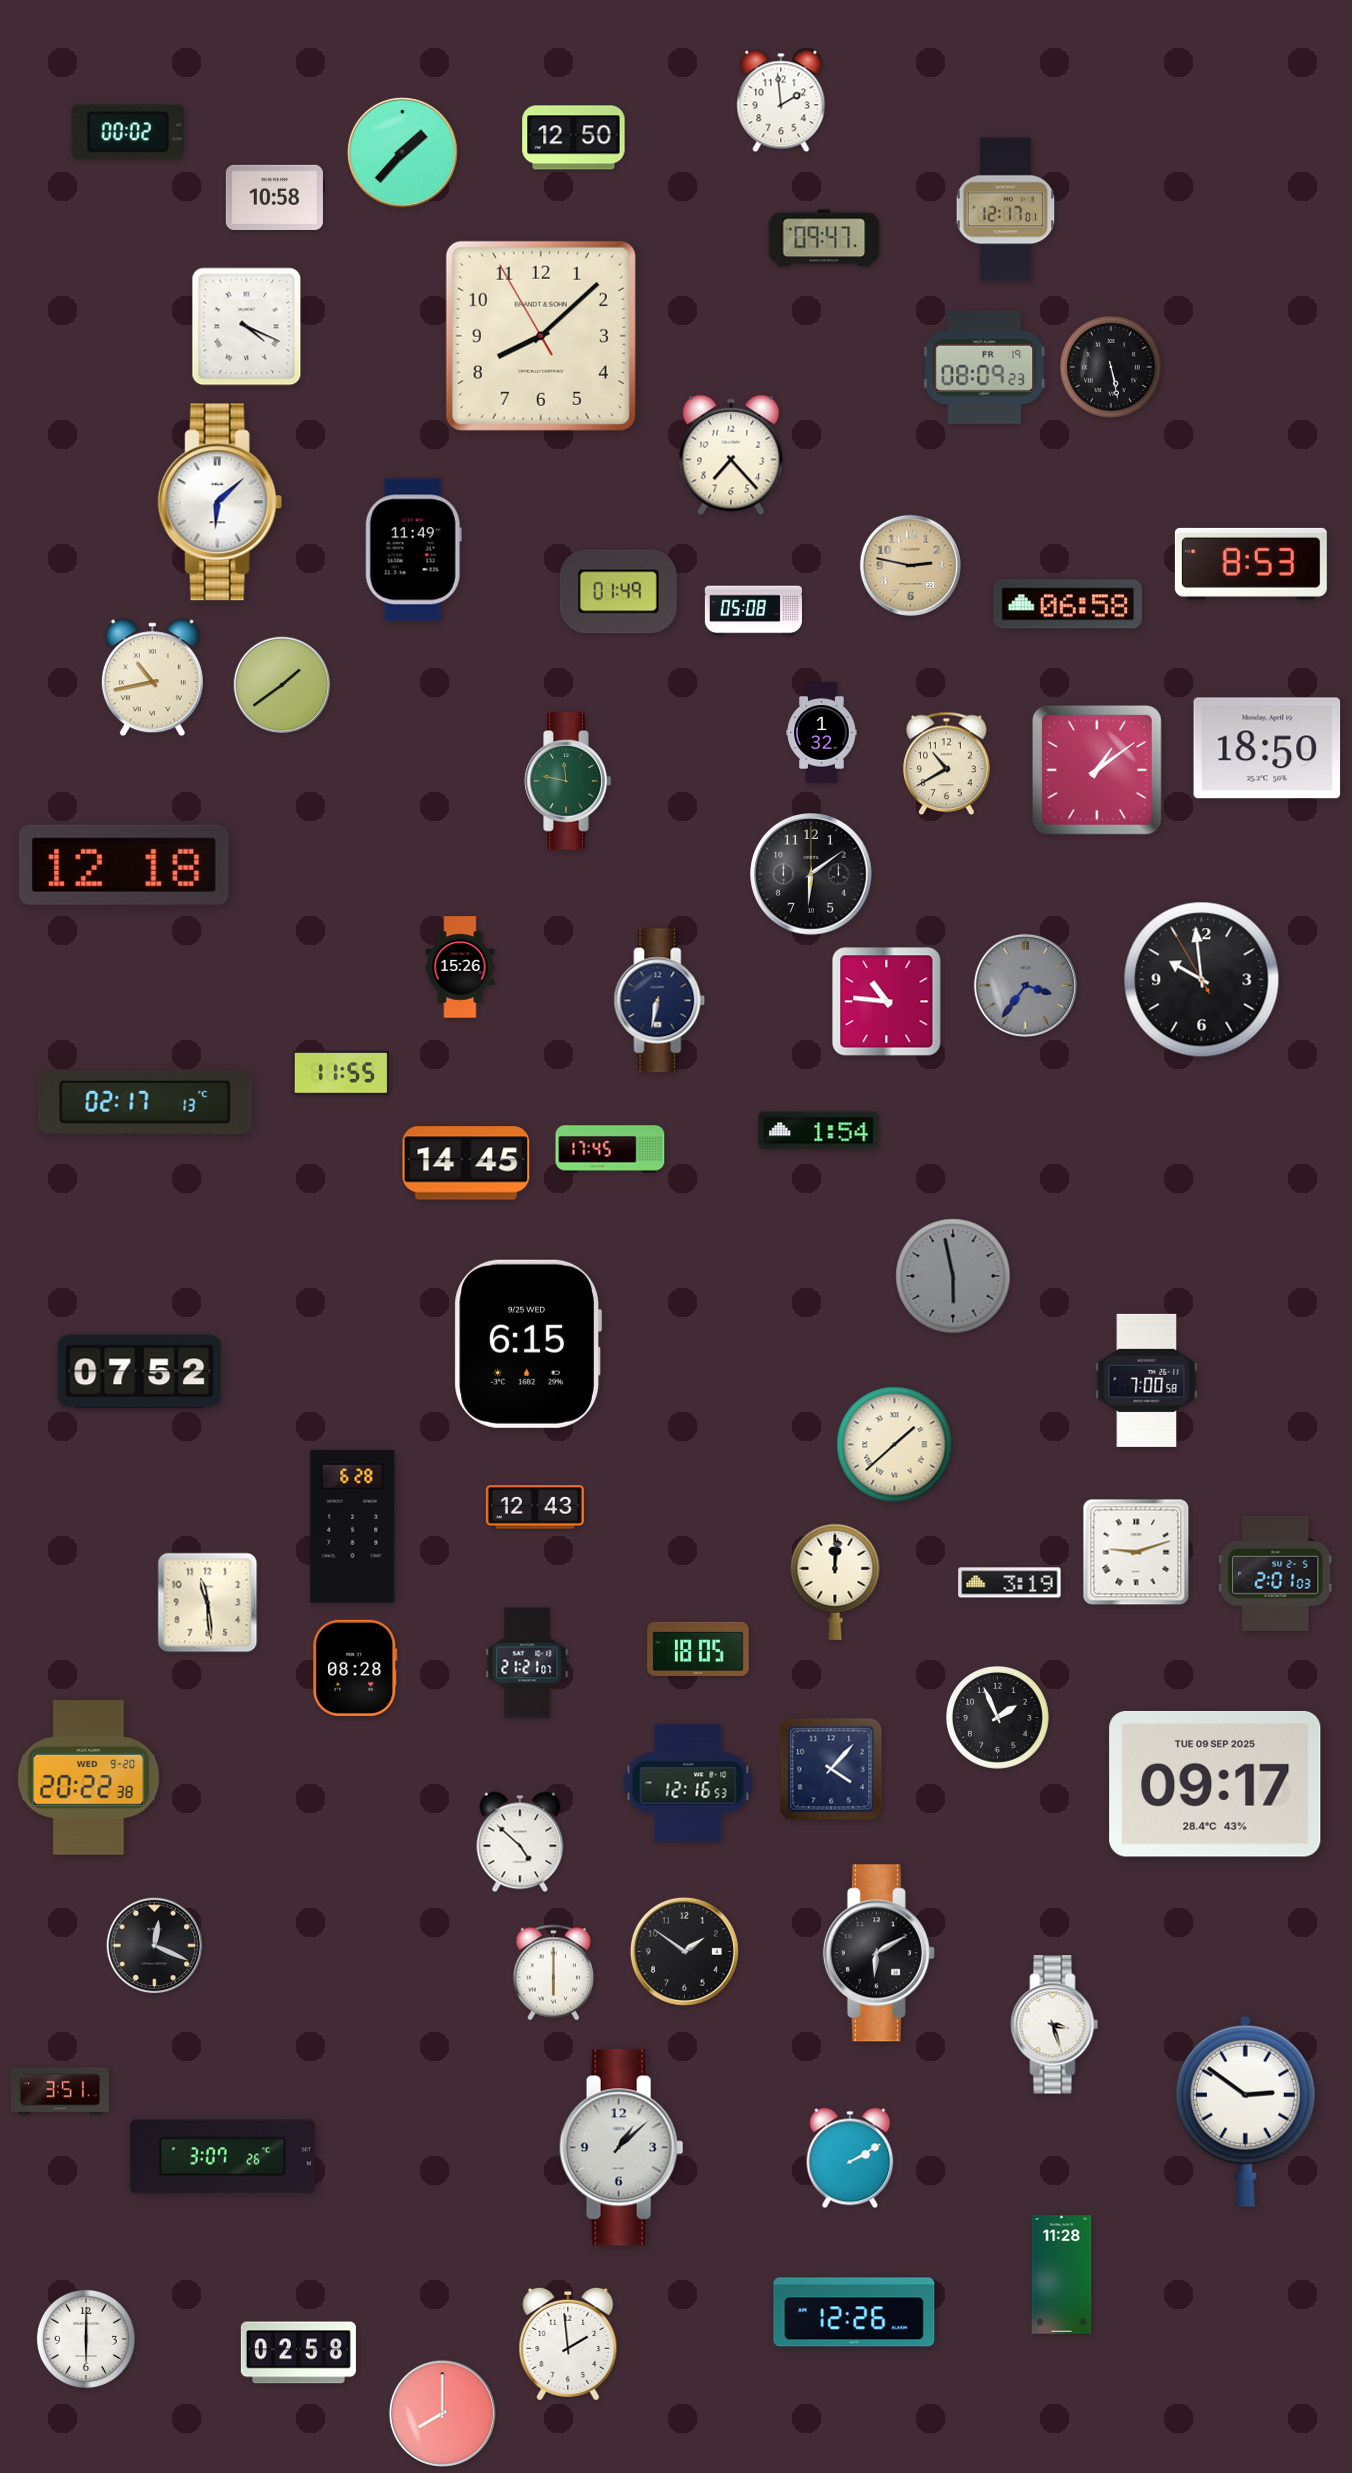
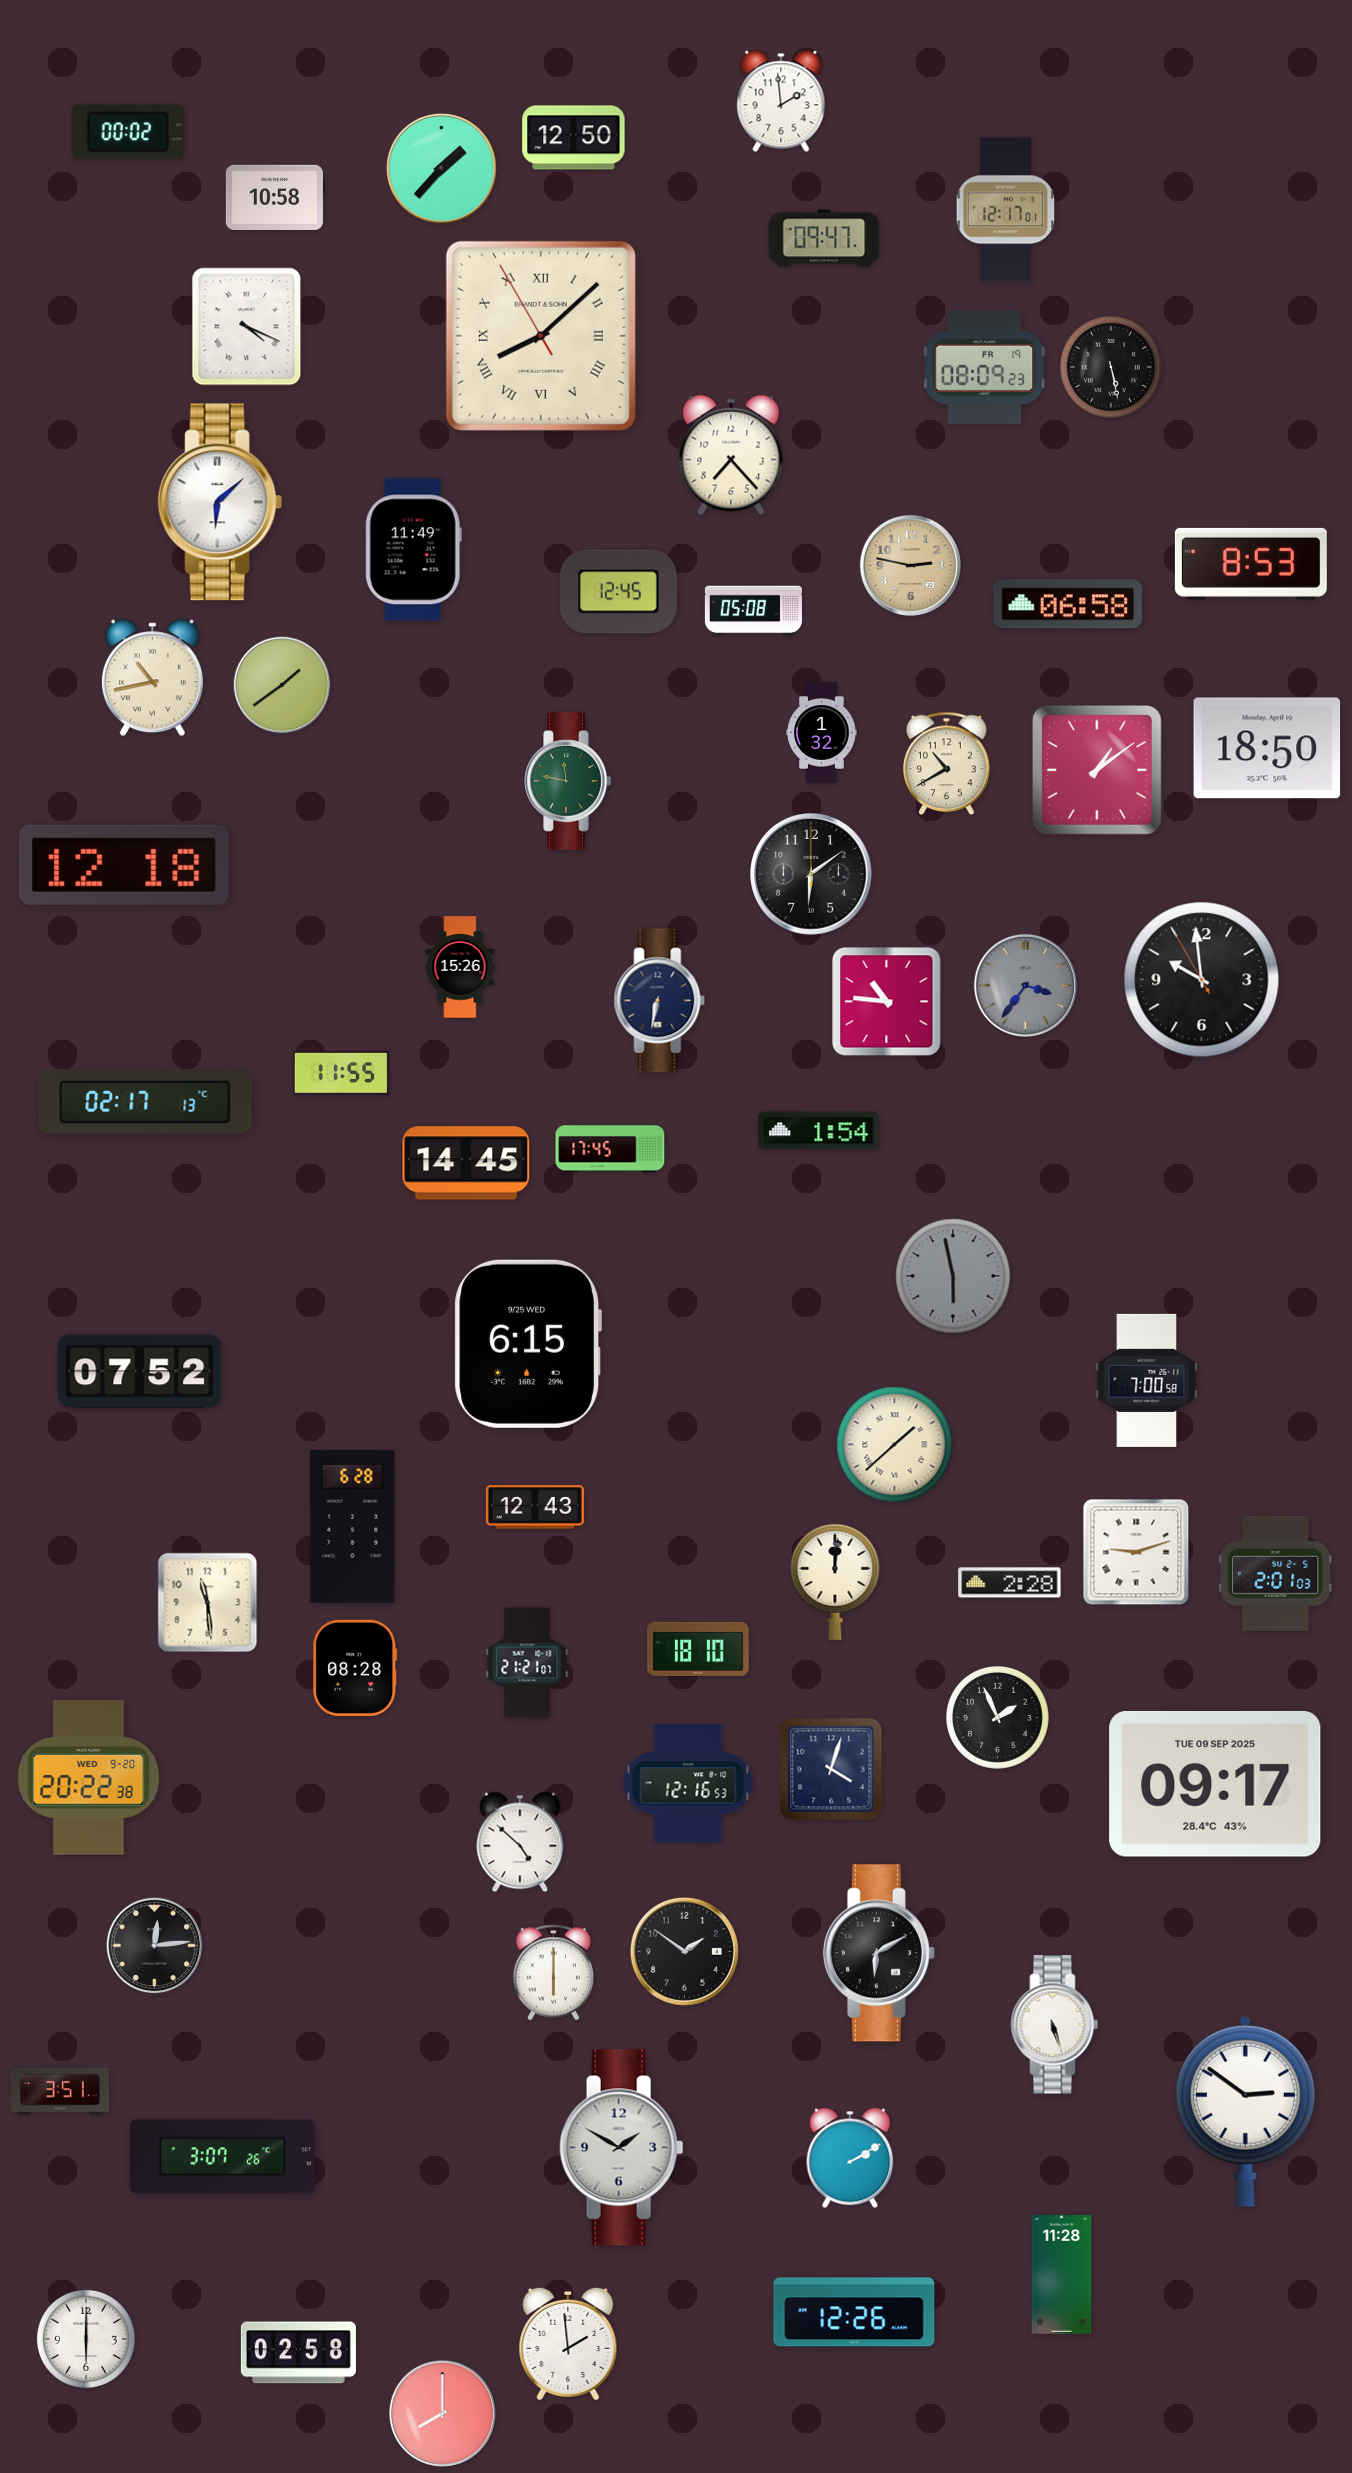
clock at (402, 152) position: (402, 152) -> (441, 168)
clock at (541, 336) numerals: Arabic -> Roman
clock at (618, 592): 01:49 -> 12:45
clock at (1010, 1583): 3:19 -> 2:28
clock at (698, 1649): 18:05 -> 18:10
clock at (831, 1769): 4:07 -> 4:03
clock at (155, 1946): 12:19 -> 12:14
clock at (1055, 2025): 3:27 -> 5:27
clock at (622, 2148): 1:08 -> 1:50
